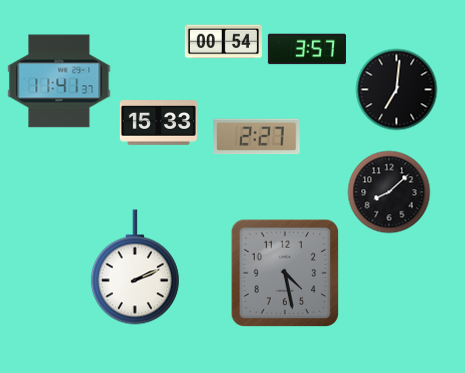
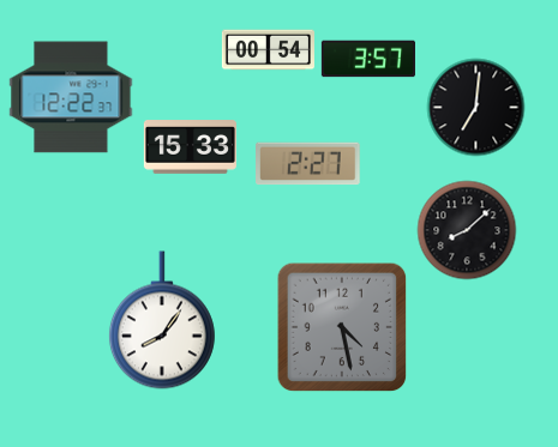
clock at (59, 81): 11:41 -> 12:22
clock at (135, 267): 2:11 -> 8:06
